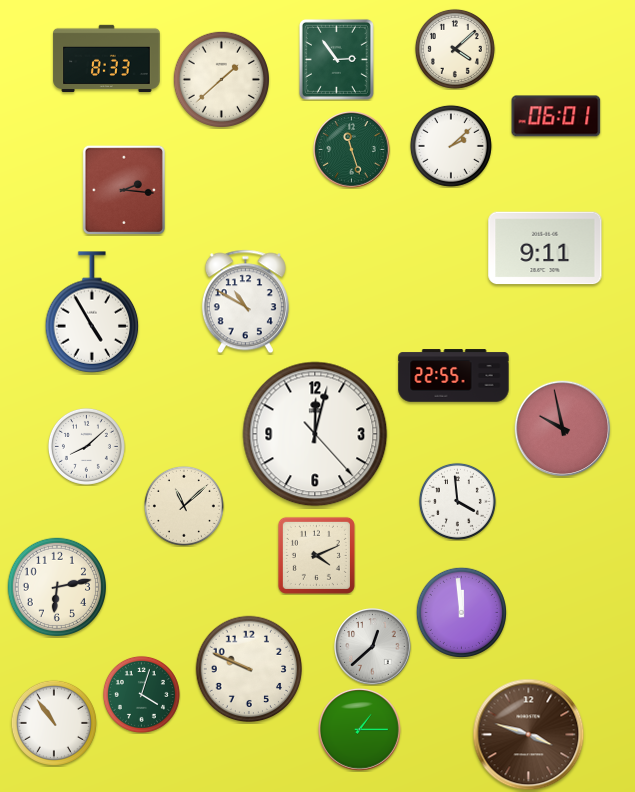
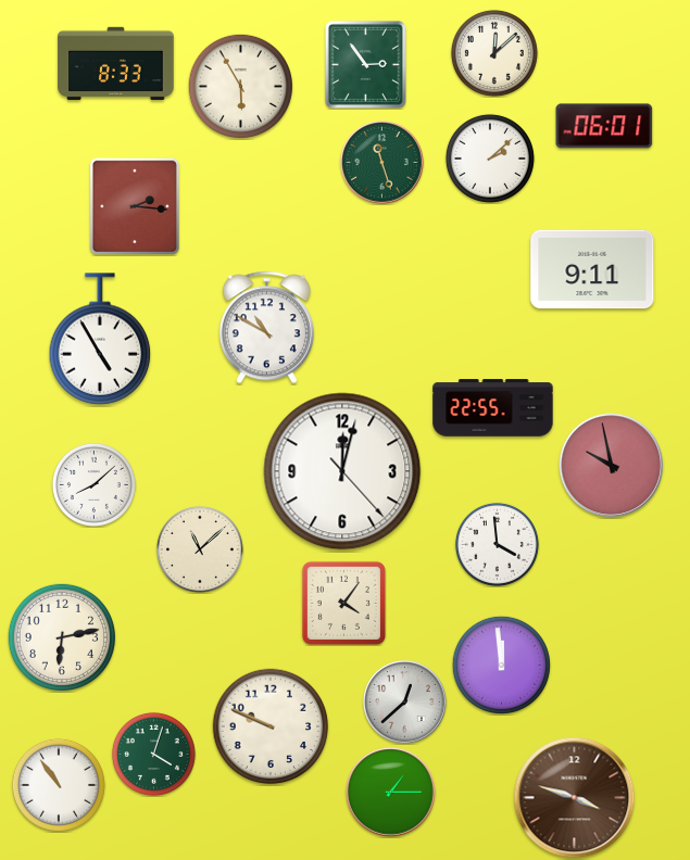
clock at (455, 49): 4:08 -> 12:08
clock at (221, 79): 1:38 -> 5:55
clock at (316, 555): 4:11 -> 4:06
